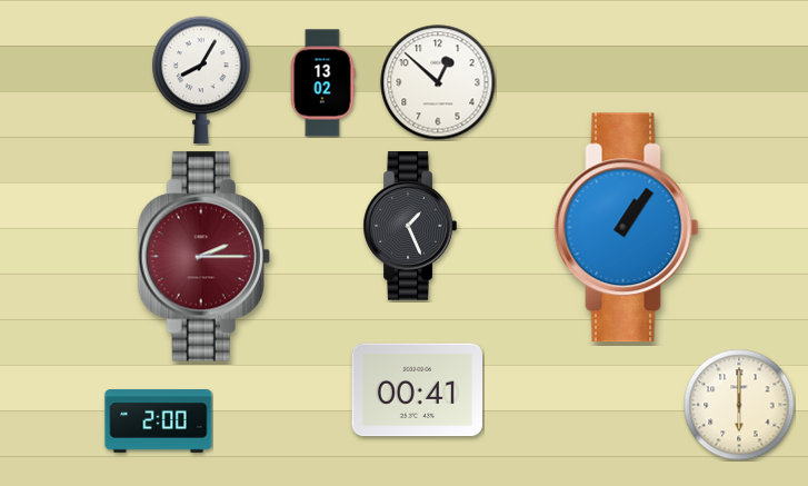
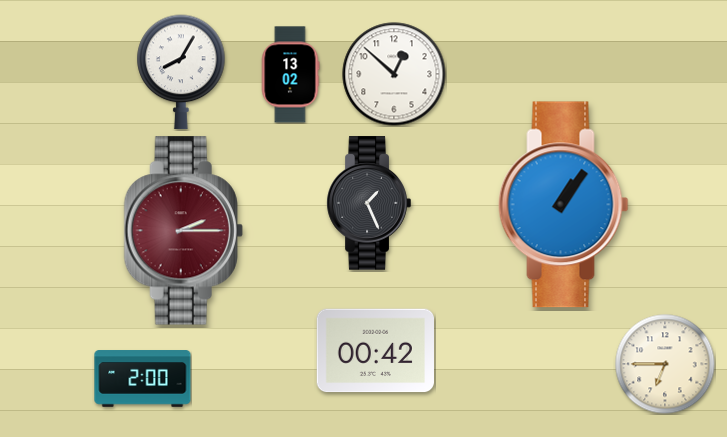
clock at (417, 390): 00:41 -> 00:42
clock at (739, 405): 6:00 -> 6:45
